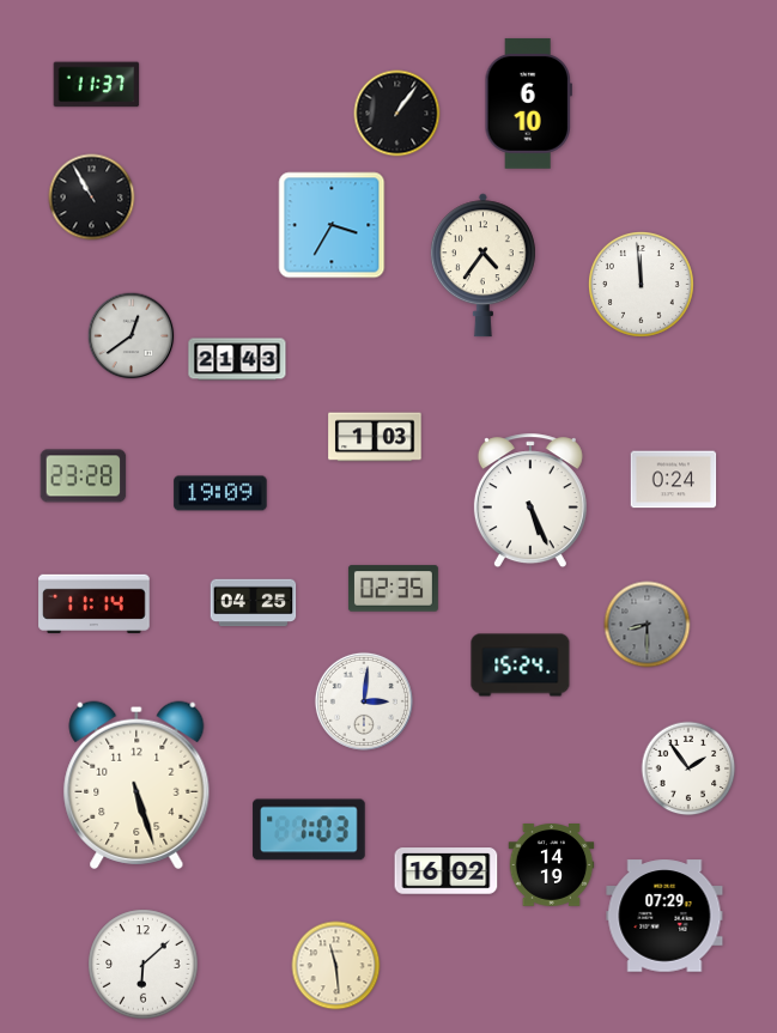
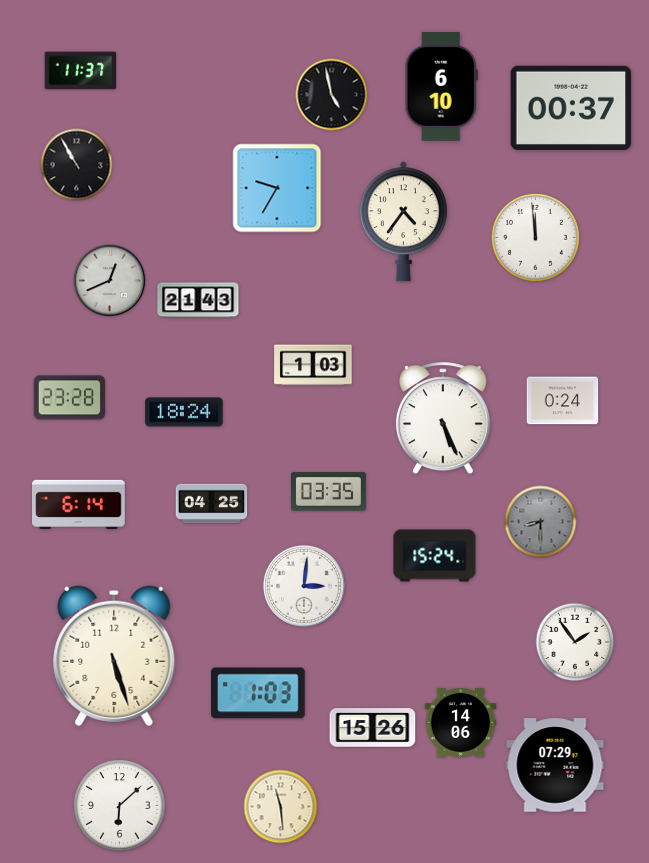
clock at (397, 114): 1:06 -> 4:58
clock at (571, 107): none -> 00:37
clock at (332, 225): 3:35 -> 9:35
clock at (132, 336): 12:39 -> 12:41
clock at (220, 493): 19:09 -> 18:24
clock at (393, 589): 02:35 -> 03:35
clock at (95, 603): 11:14 -> 6:14
clock at (552, 865): 14:19 -> 14:06
clock at (447, 871): 16:02 -> 15:26
